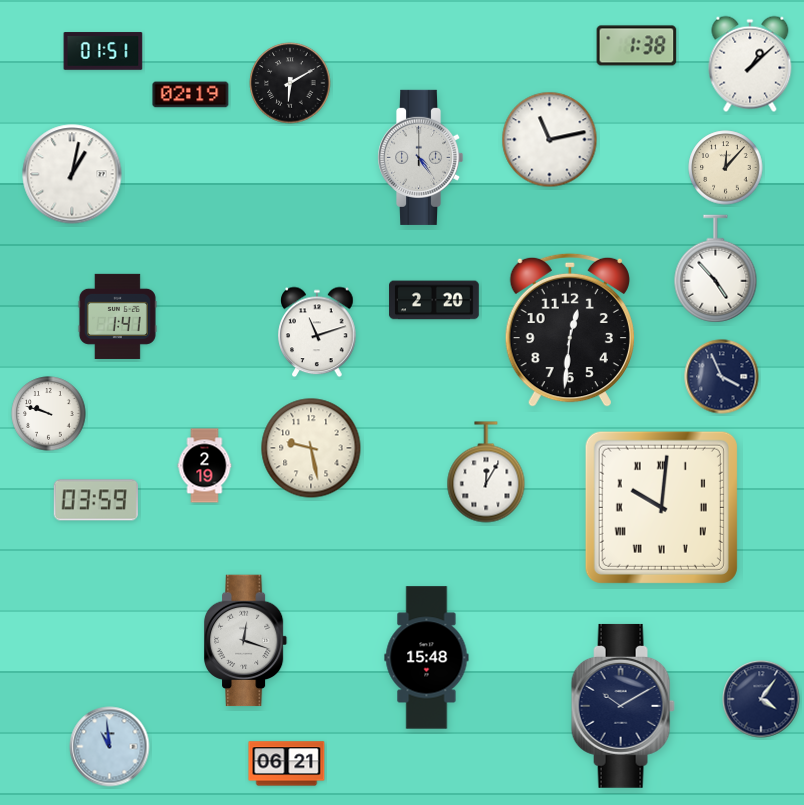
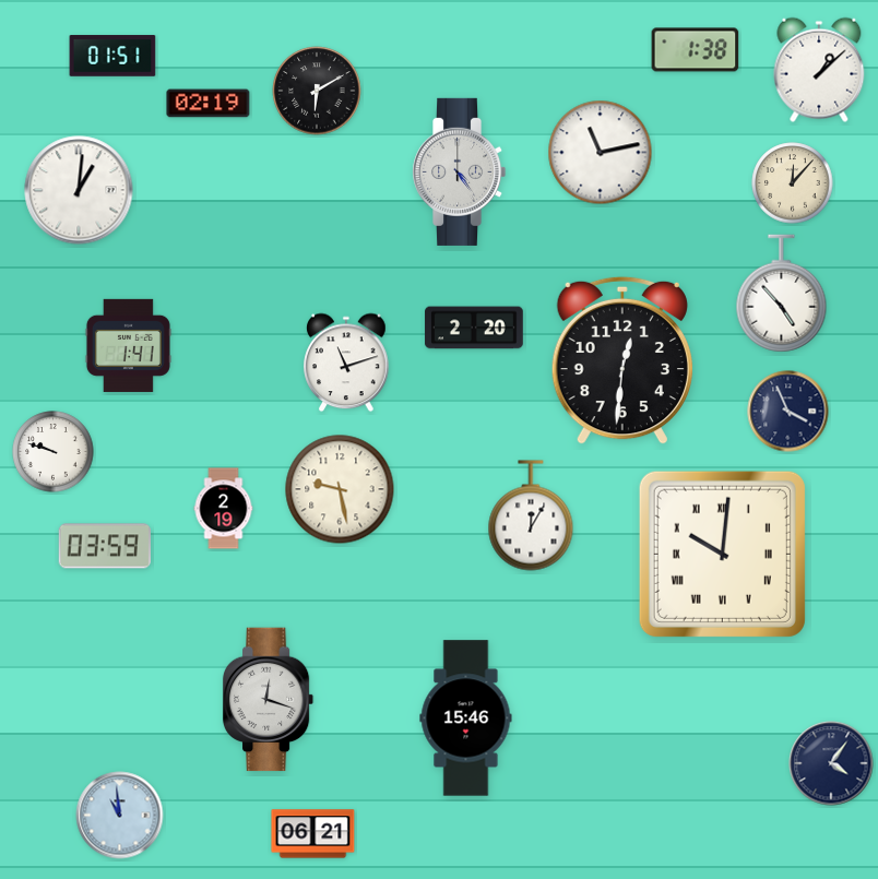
clock at (72, 174): 1:02 -> 1:01
clock at (427, 658): 15:48 -> 15:46
clock at (623, 706): 10:10 -> none
